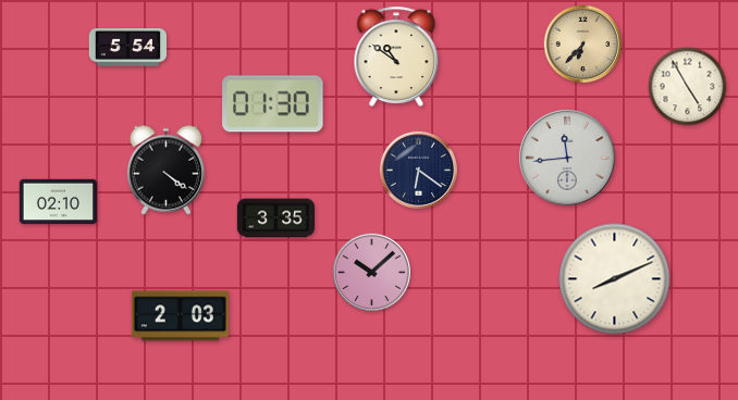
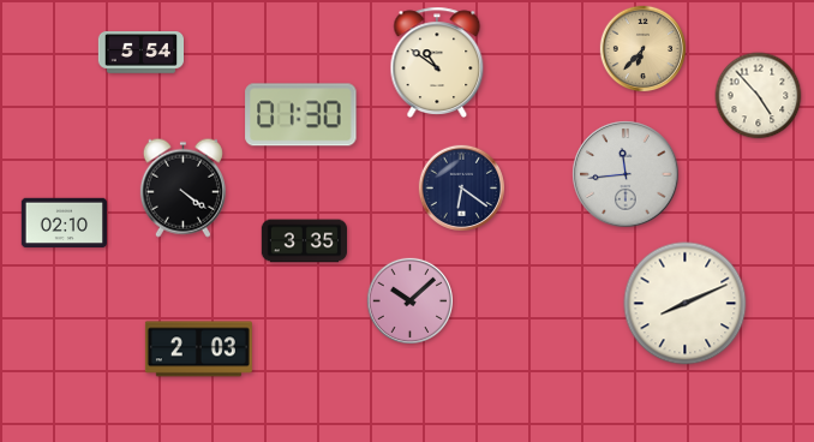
clock at (688, 87): 4:55 -> 4:53
clock at (615, 279) position: (615, 279) -> (686, 304)
